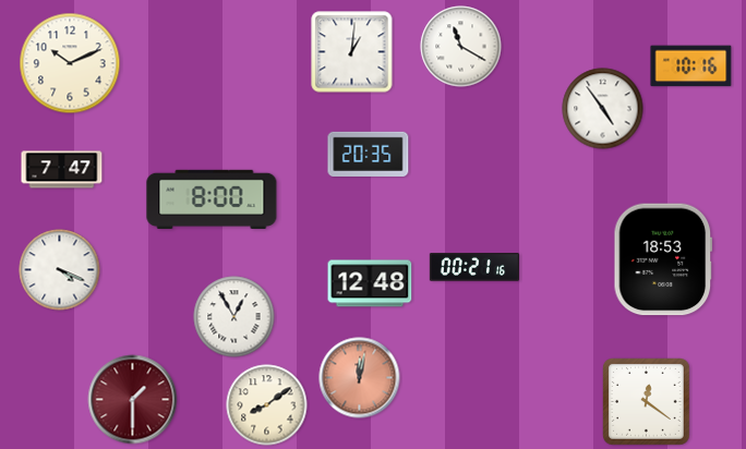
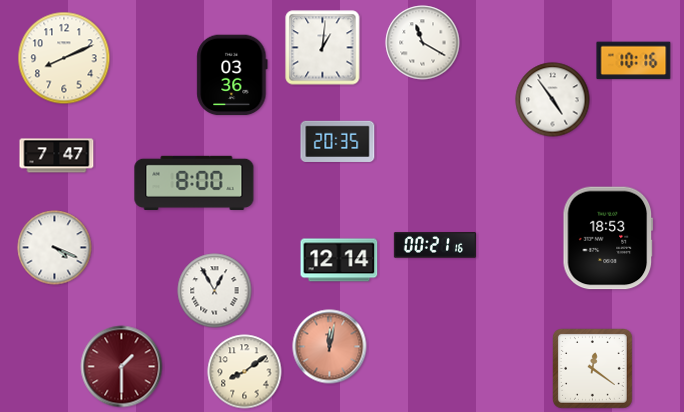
clock at (70, 63): 10:11 -> 8:11
clock at (232, 75): none -> 03:36
clock at (370, 283): 12:48 -> 12:14
